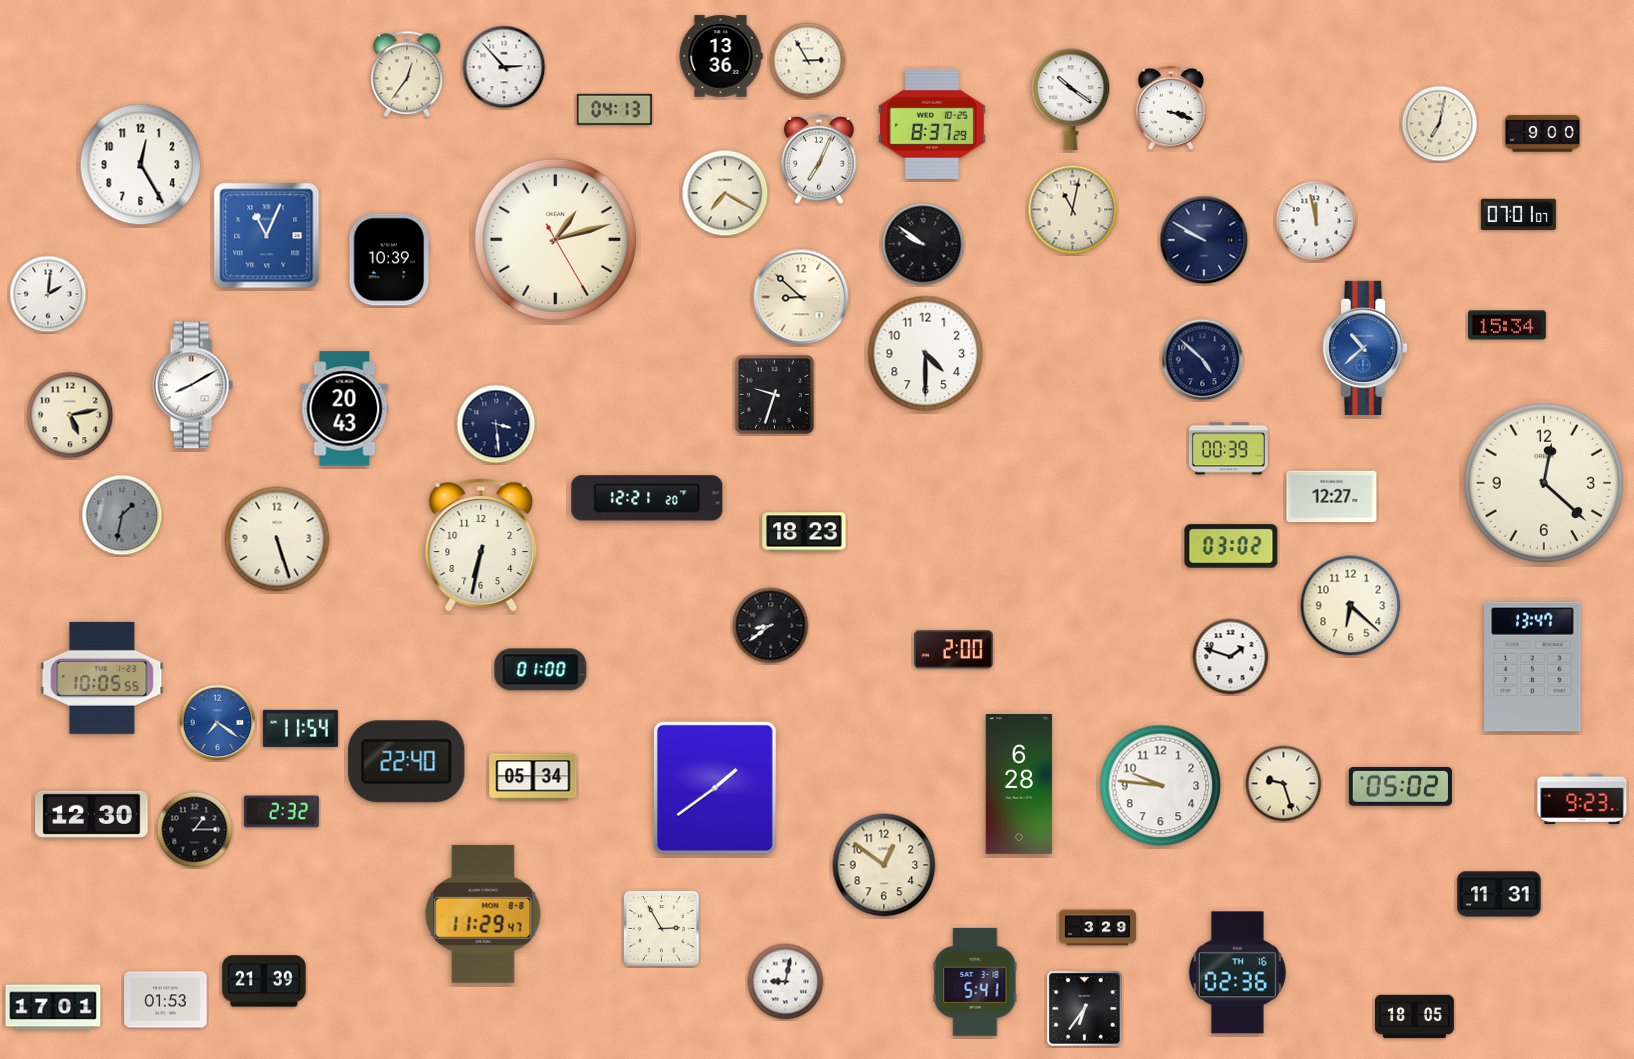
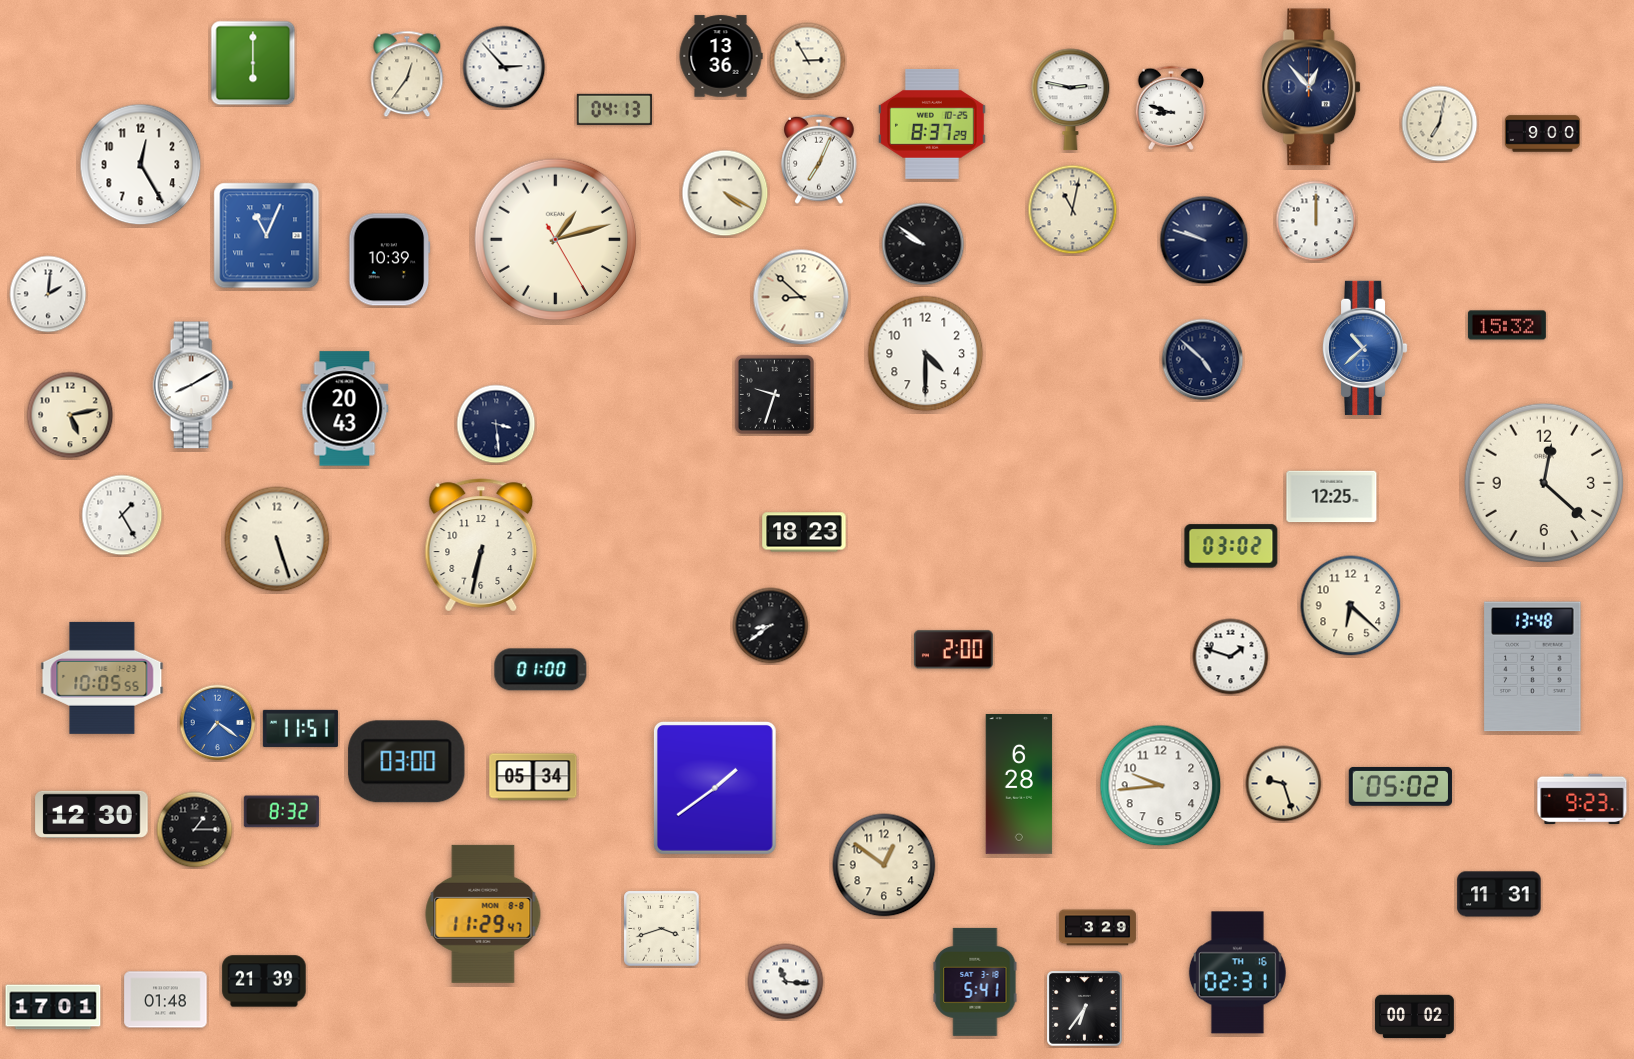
clock at (253, 63): none -> 6:00
clock at (1312, 87): none -> 12:53
clock at (1071, 100): 10:21 -> 2:47
clock at (1171, 108): 3:18 -> 8:48
clock at (725, 193): 7:20 -> 4:20
clock at (1518, 214): 07:01 -> none
clock at (1316, 221): 11:58 -> 12:00
clock at (1204, 240): 9:50 -> 9:48
clock at (1507, 325): 15:34 -> 15:32
clock at (1229, 449): 00:39 -> none
clock at (1332, 497): 12:27 -> 12:25
clock at (647, 498): 12:21 -> none
clock at (122, 515): 1:32 -> 1:25
clock at (122, 515) dial: grey -> white
clock at (1533, 667): 13:47 -> 13:48
clock at (300, 728): 11:54 -> 11:51
clock at (407, 762): 22:40 -> 03:00
clock at (1161, 786): 9:46 -> 9:44
clock at (281, 812): 2:32 -> 8:32
clock at (662, 929): 2:55 -> 3:42
clock at (1237, 973): 02:36 -> 02:31
clock at (786, 982): 9:02 -> 11:16
clock at (166, 1000): 01:53 -> 01:48
clock at (1415, 1017): 18:05 -> 00:02
